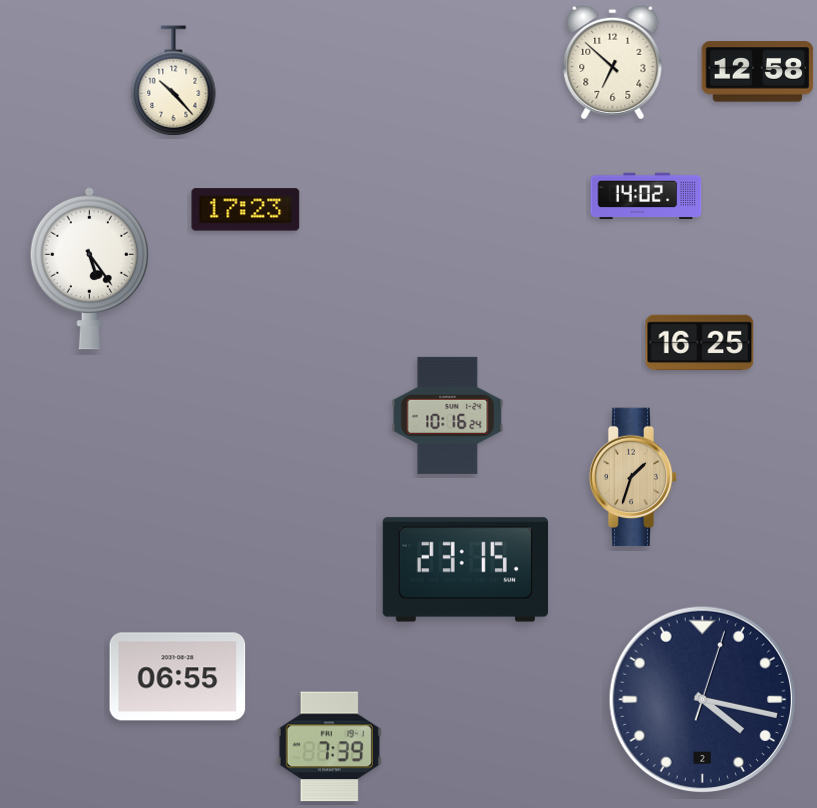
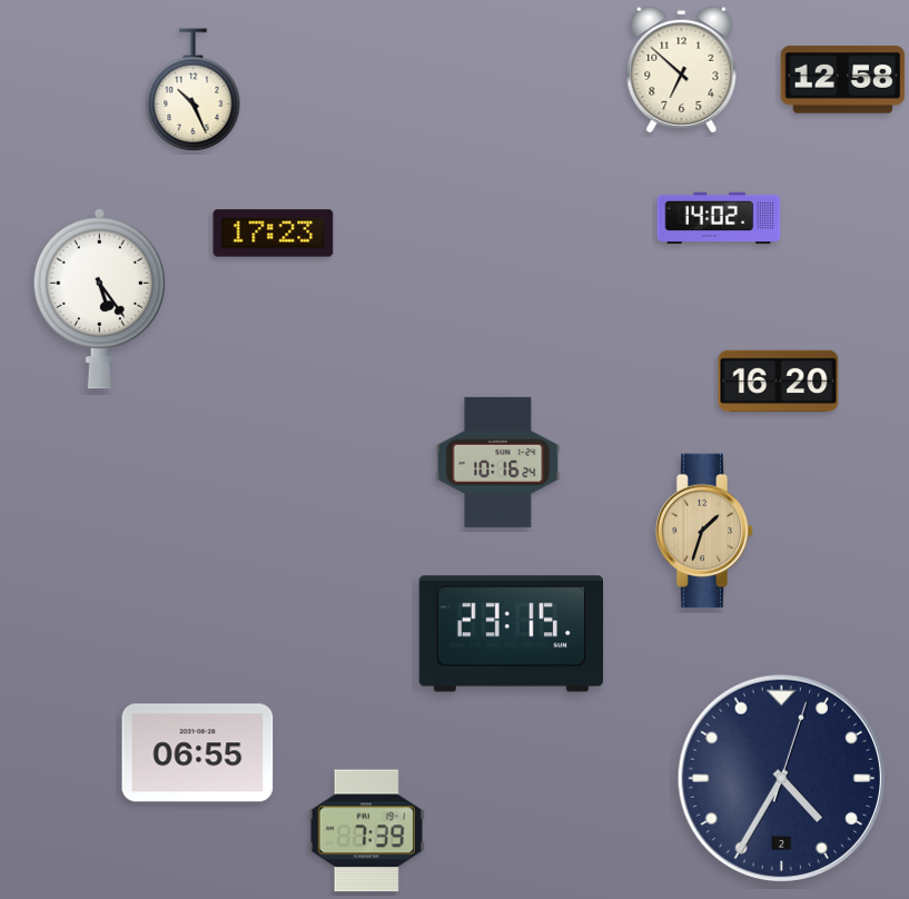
clock at (174, 81): 10:23 -> 10:26
clock at (700, 343): 16:25 -> 16:20
clock at (465, 570) position: (465, 570) -> (511, 634)
clock at (702, 699): 4:17 -> 4:35
